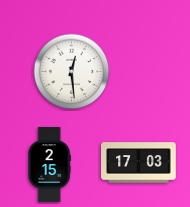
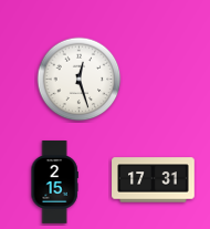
clock at (72, 72): 12:29 -> 12:27
clock at (139, 163): 17:03 -> 17:31
